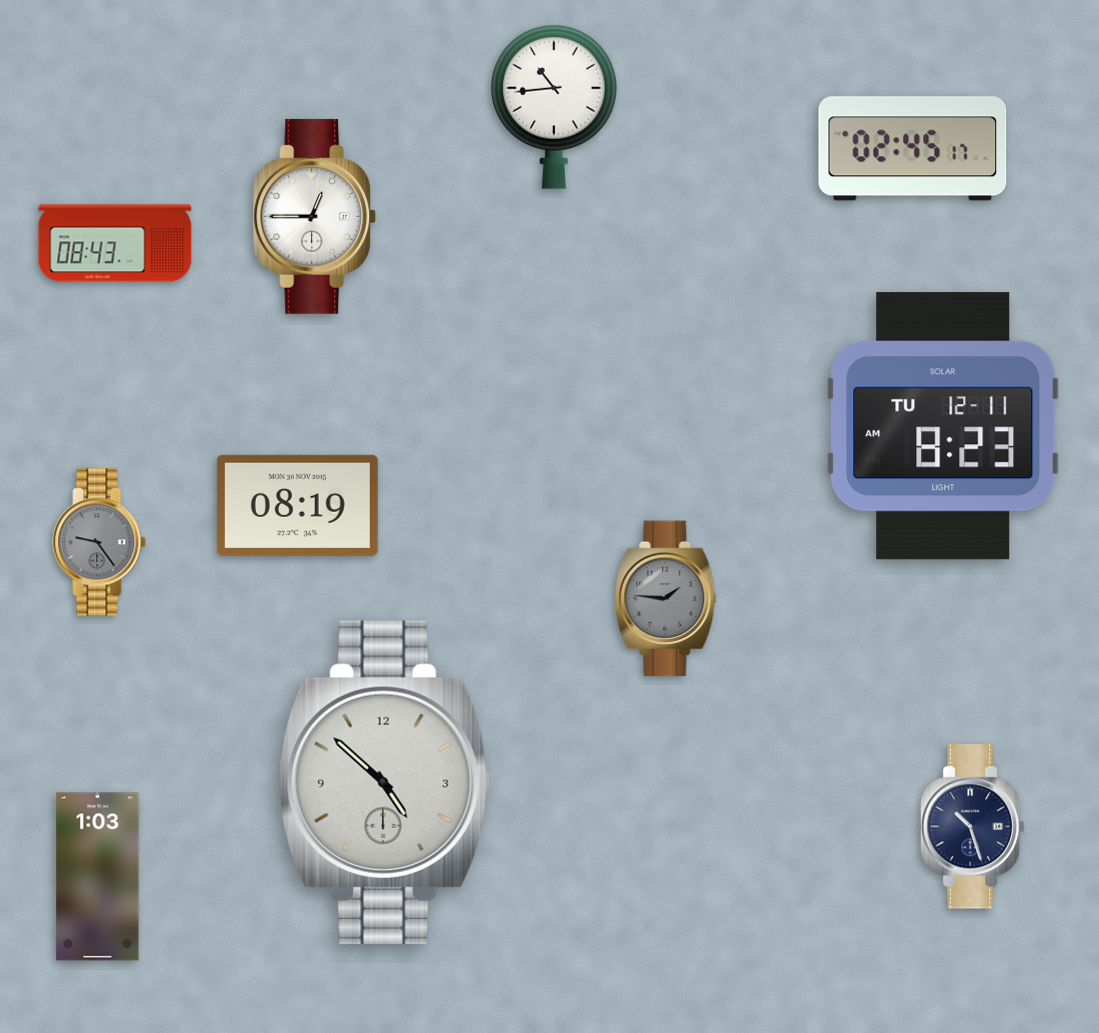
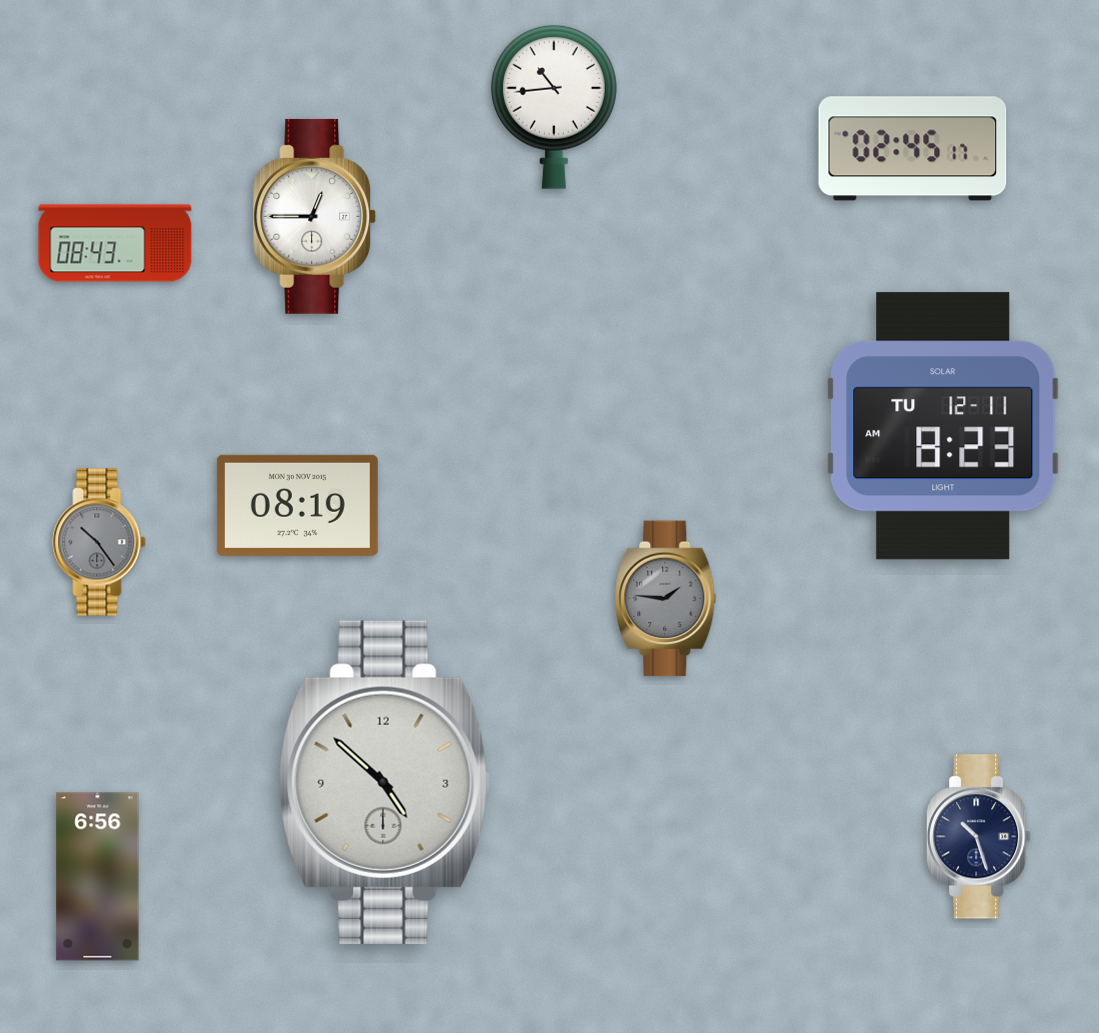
clock at (99, 542): 9:24 -> 10:24
clock at (972, 827) position: (972, 827) -> (978, 837)
clock at (98, 877): 1:03 -> 6:56
